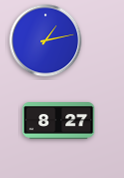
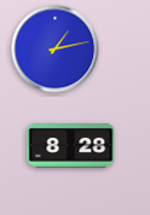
clock at (59, 121): 8:27 -> 8:28
